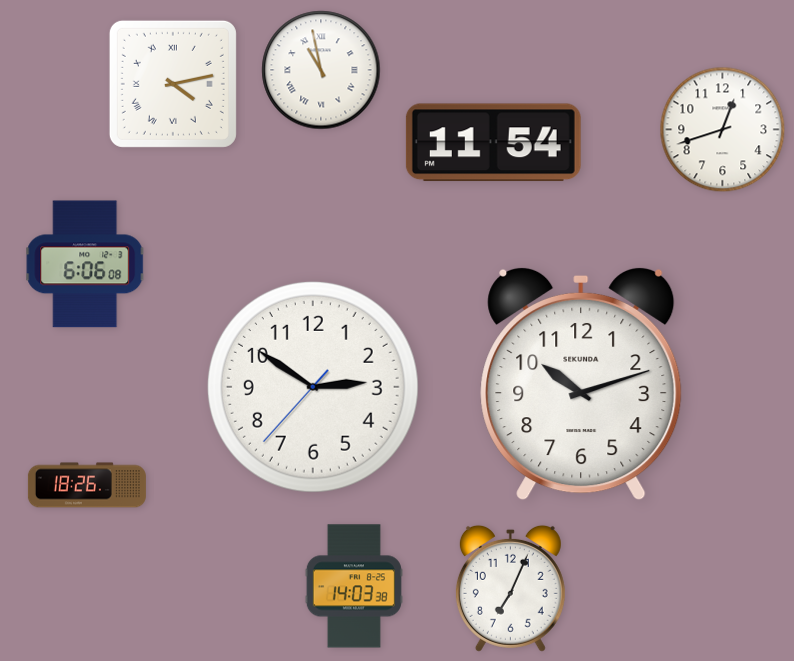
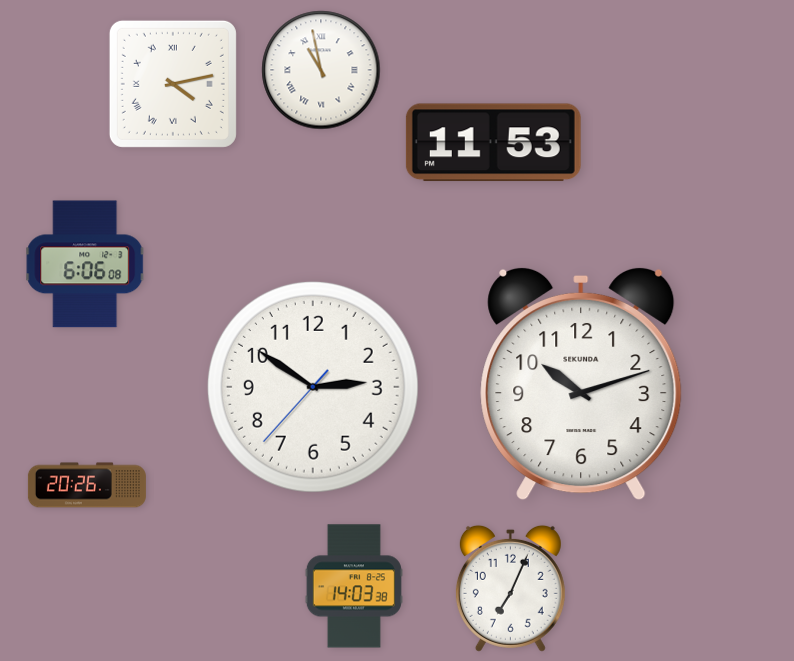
clock at (723, 130): 12:42 -> none
clock at (493, 143): 11:54 -> 11:53
clock at (87, 485): 18:26 -> 20:26
